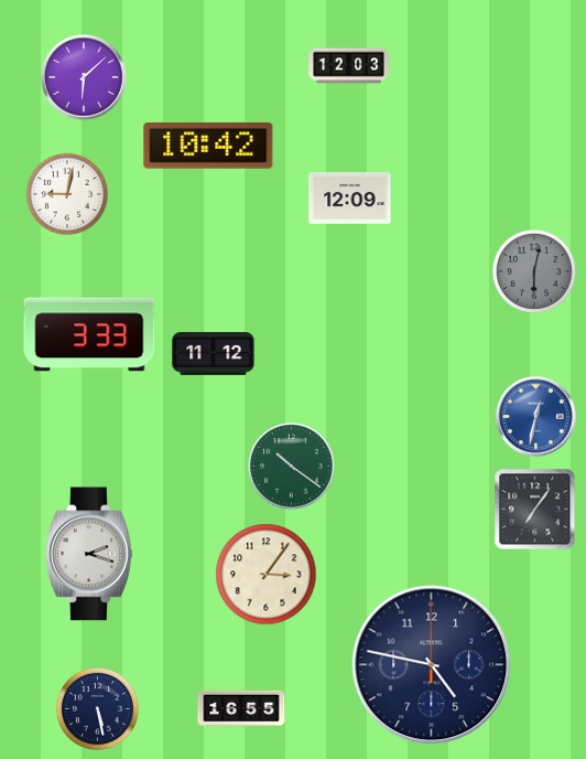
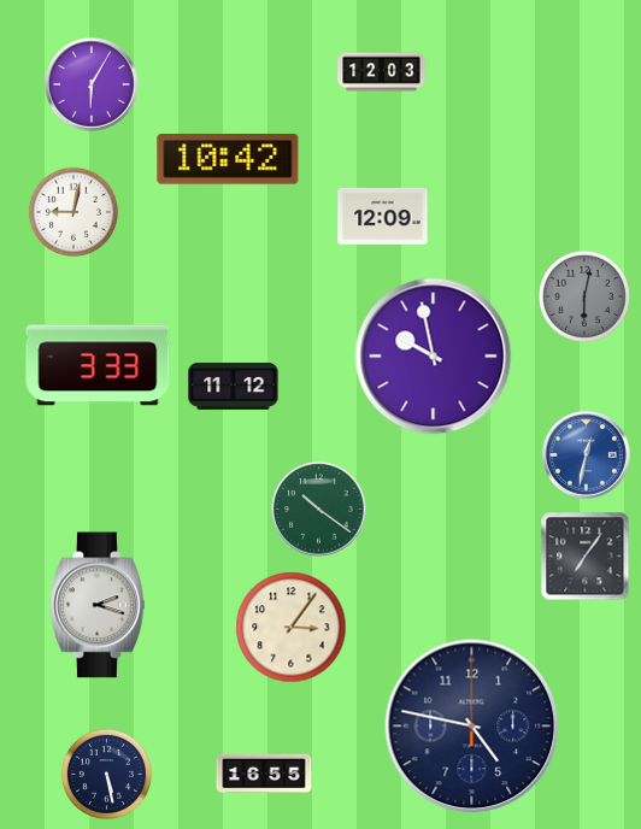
clock at (84, 77): 6:08 -> 6:05
clock at (434, 357): none -> 9:58
